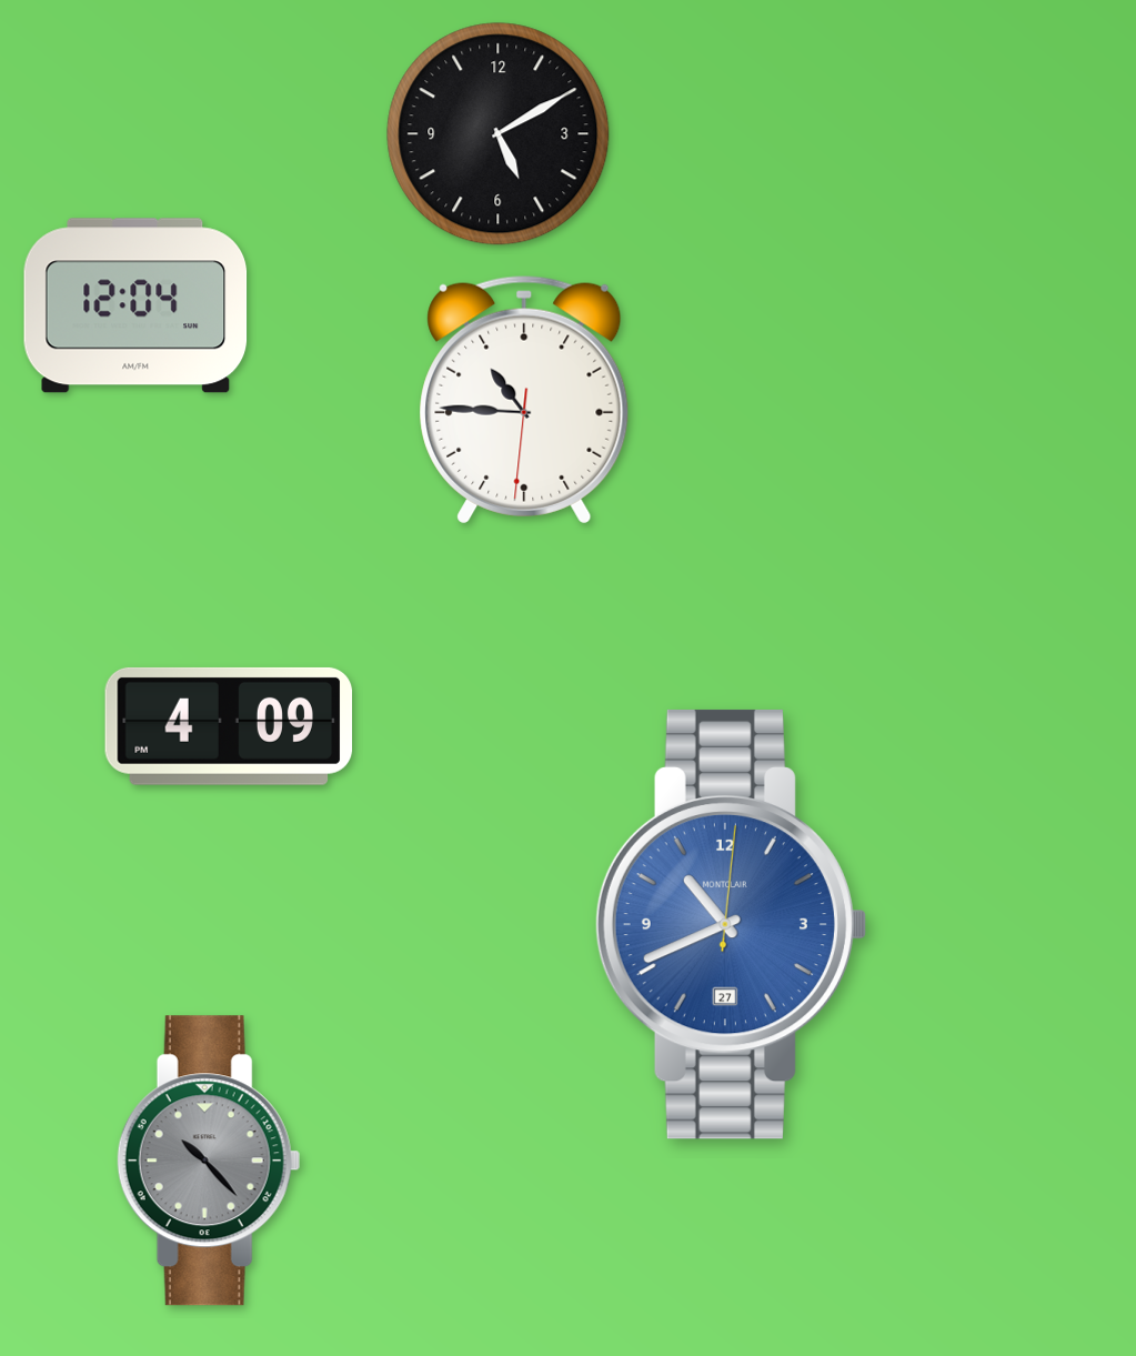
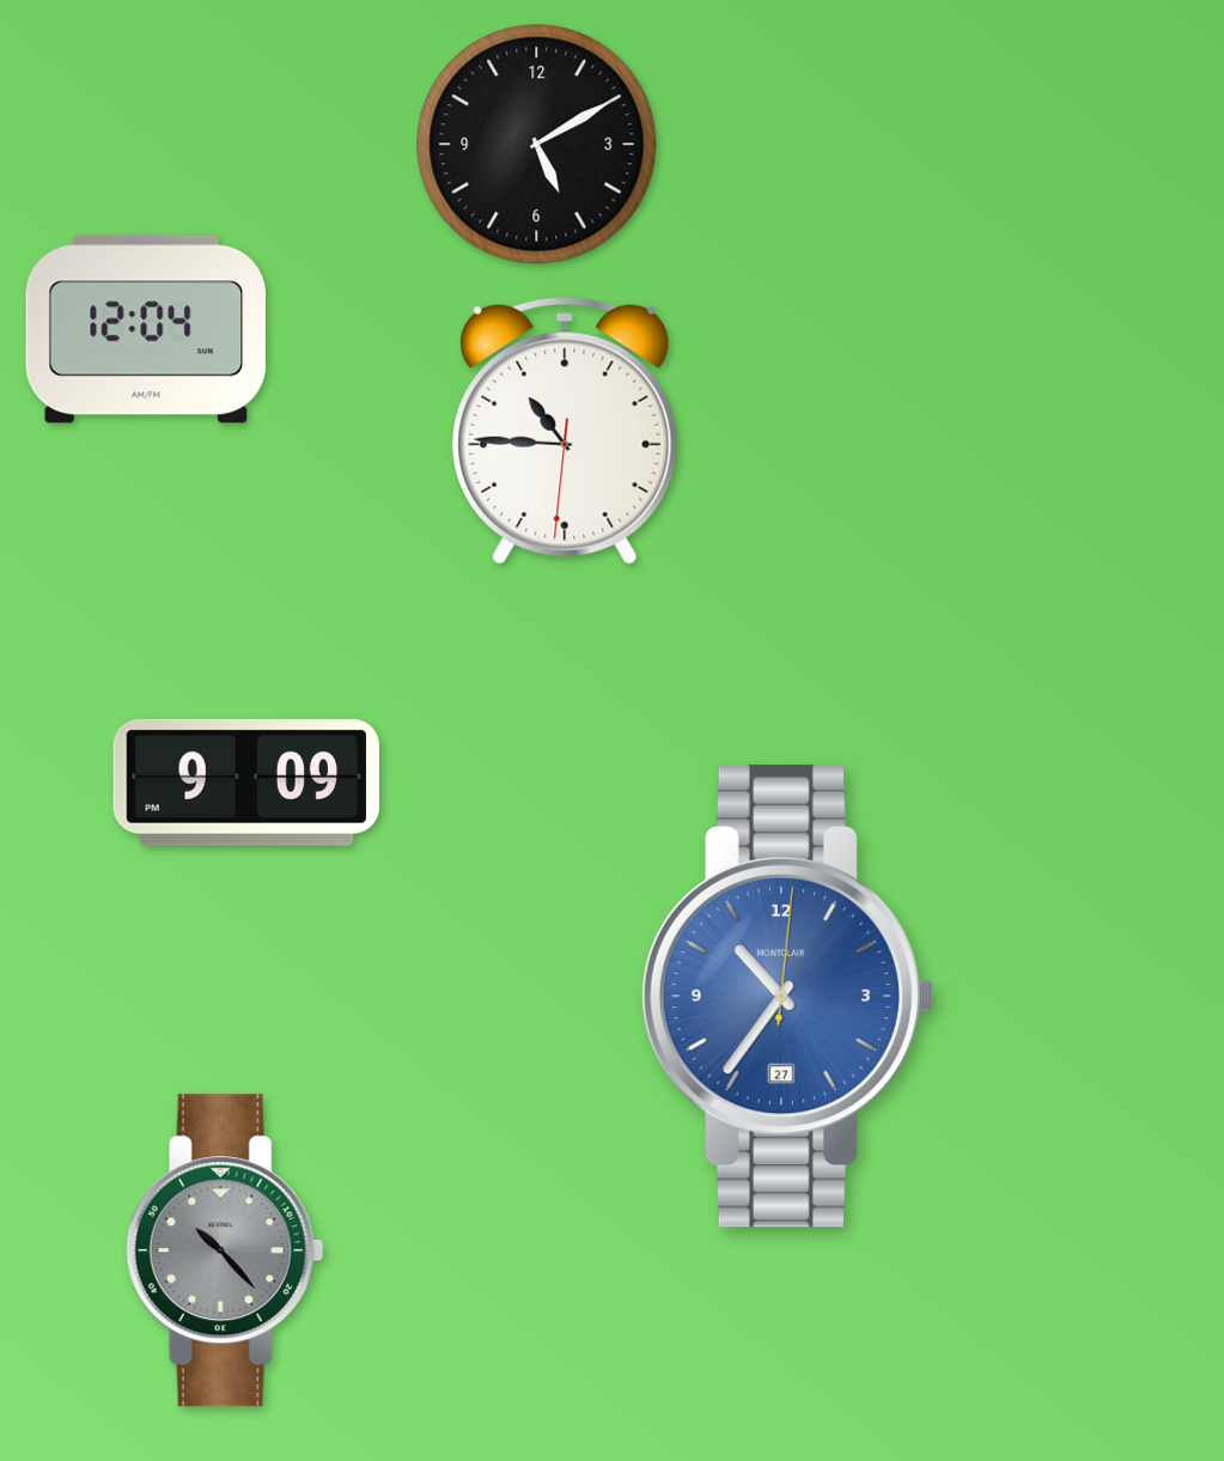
clock at (229, 726): 4:09 -> 9:09
clock at (731, 924): 10:41 -> 10:36
